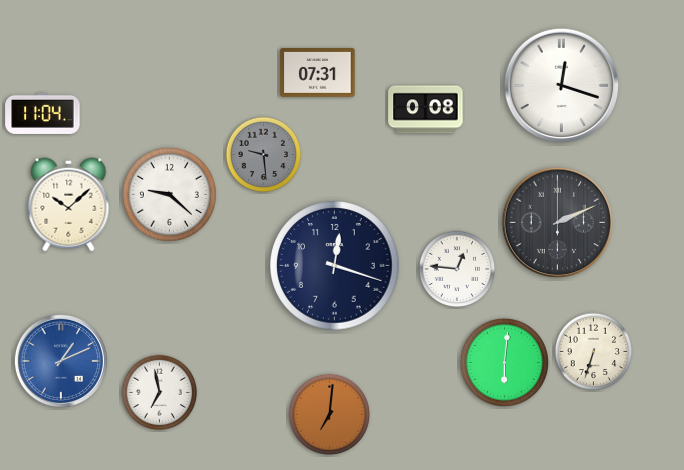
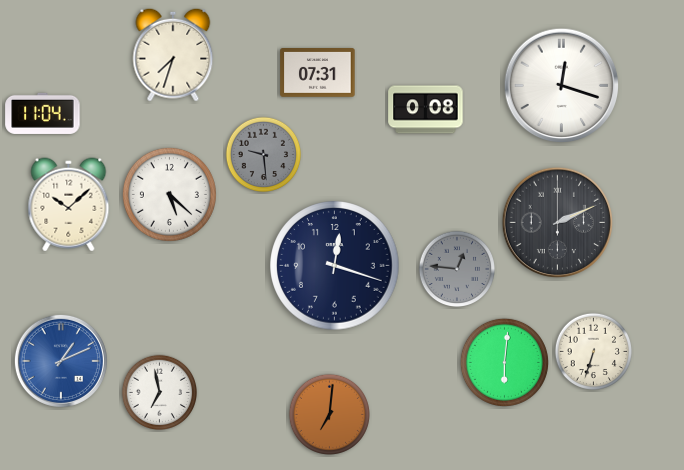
clock at (173, 55): none -> 7:33
clock at (169, 194): 9:22 -> 5:22
clock at (456, 268) dial: white -> grey
